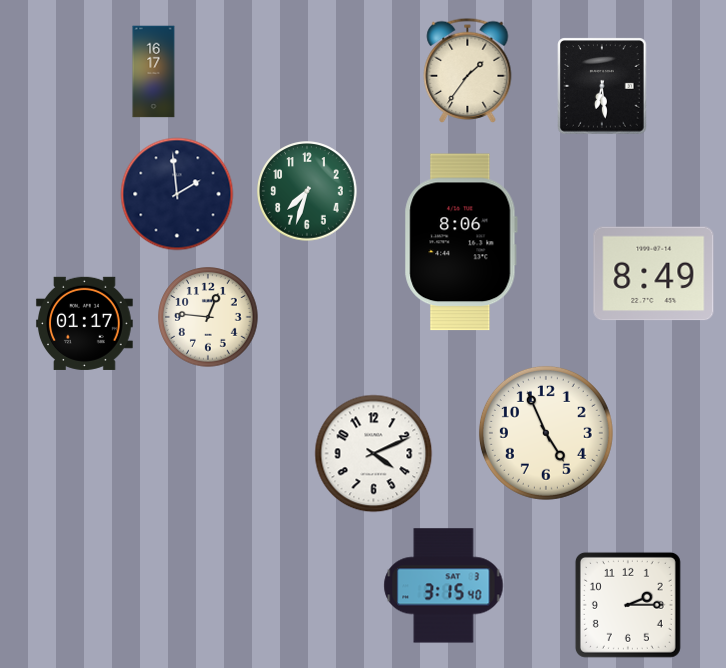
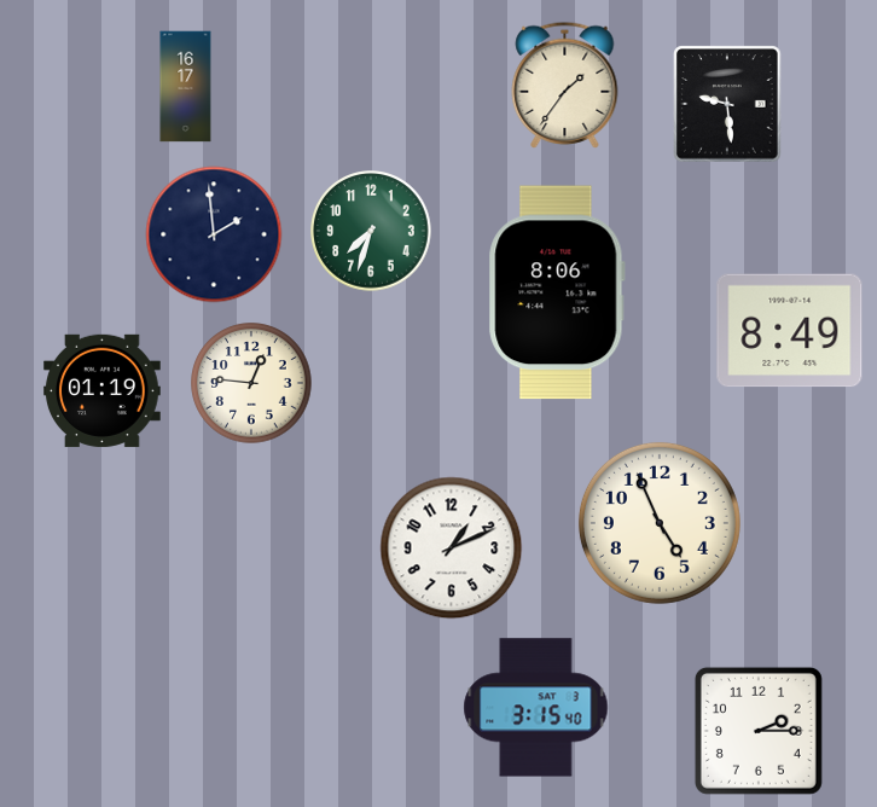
clock at (602, 86): 6:29 -> 9:29
clock at (85, 323): 01:17 -> 01:19
clock at (374, 454): 4:11 -> 1:11
